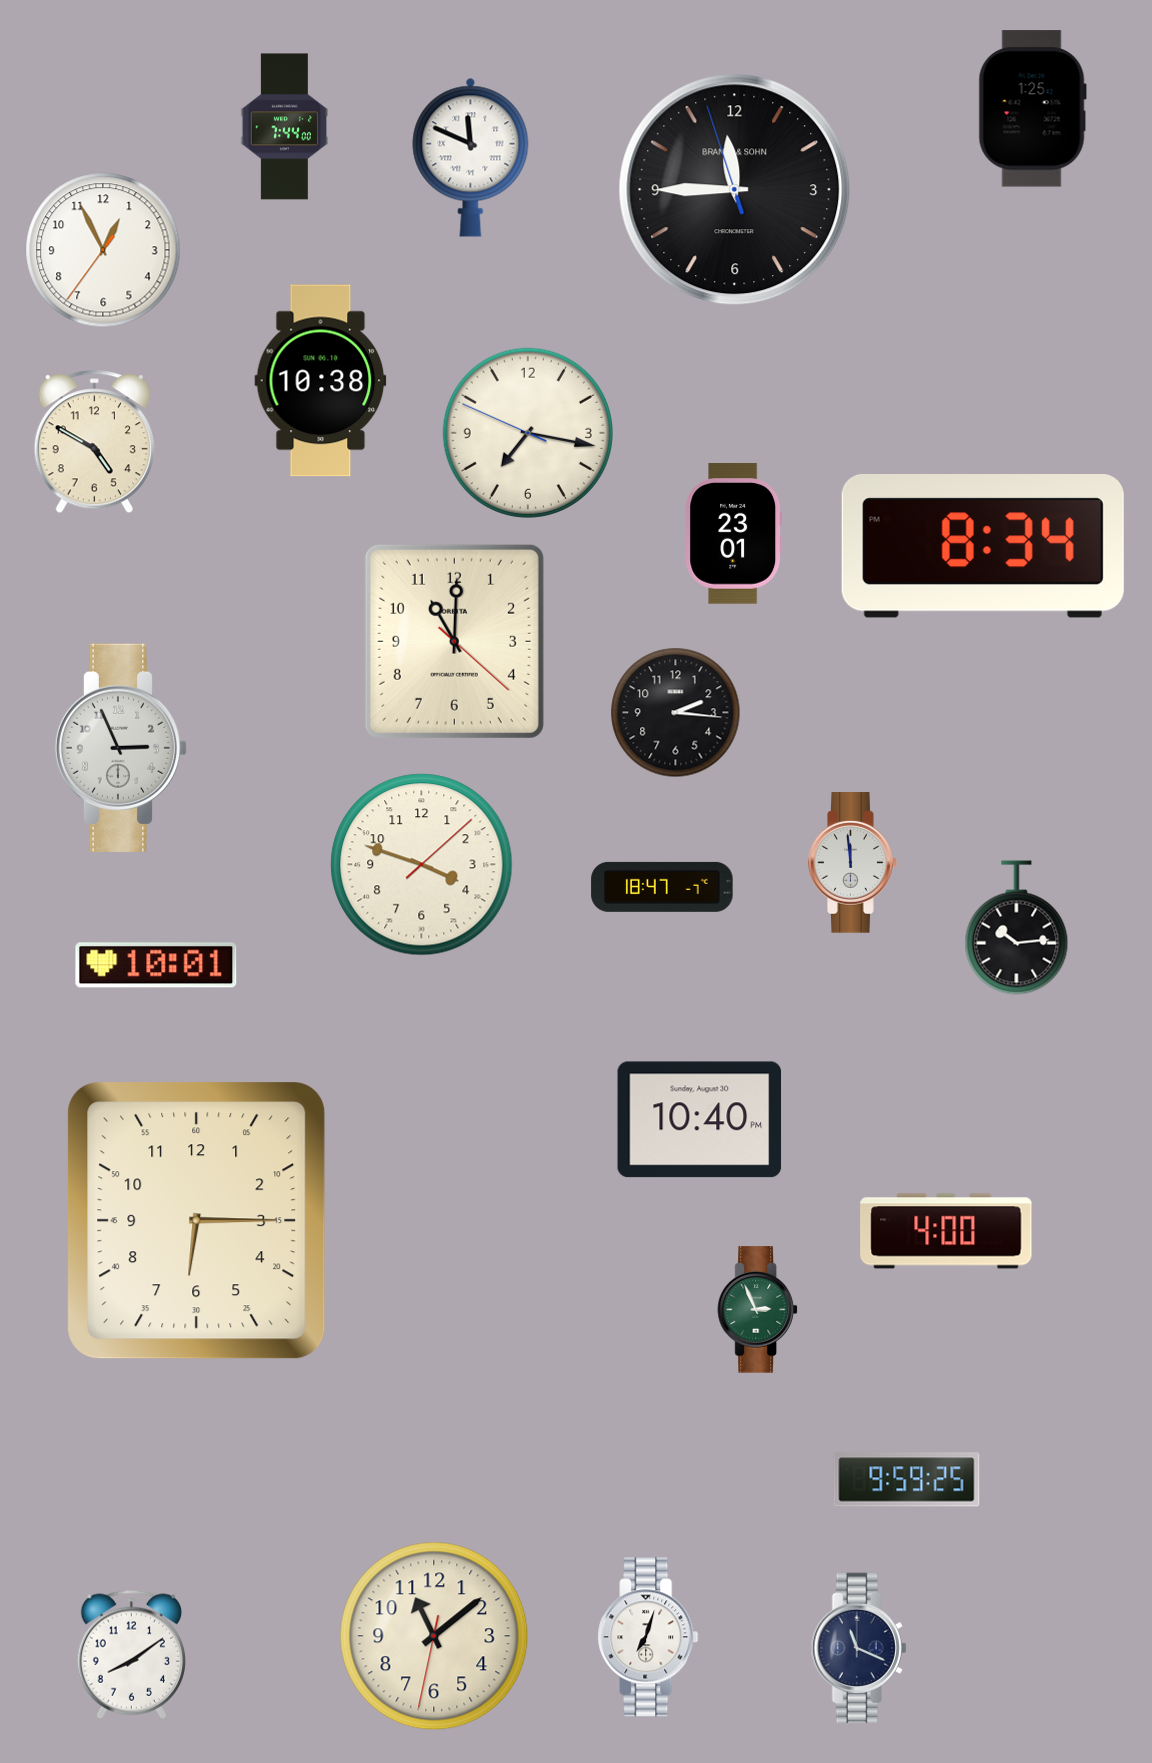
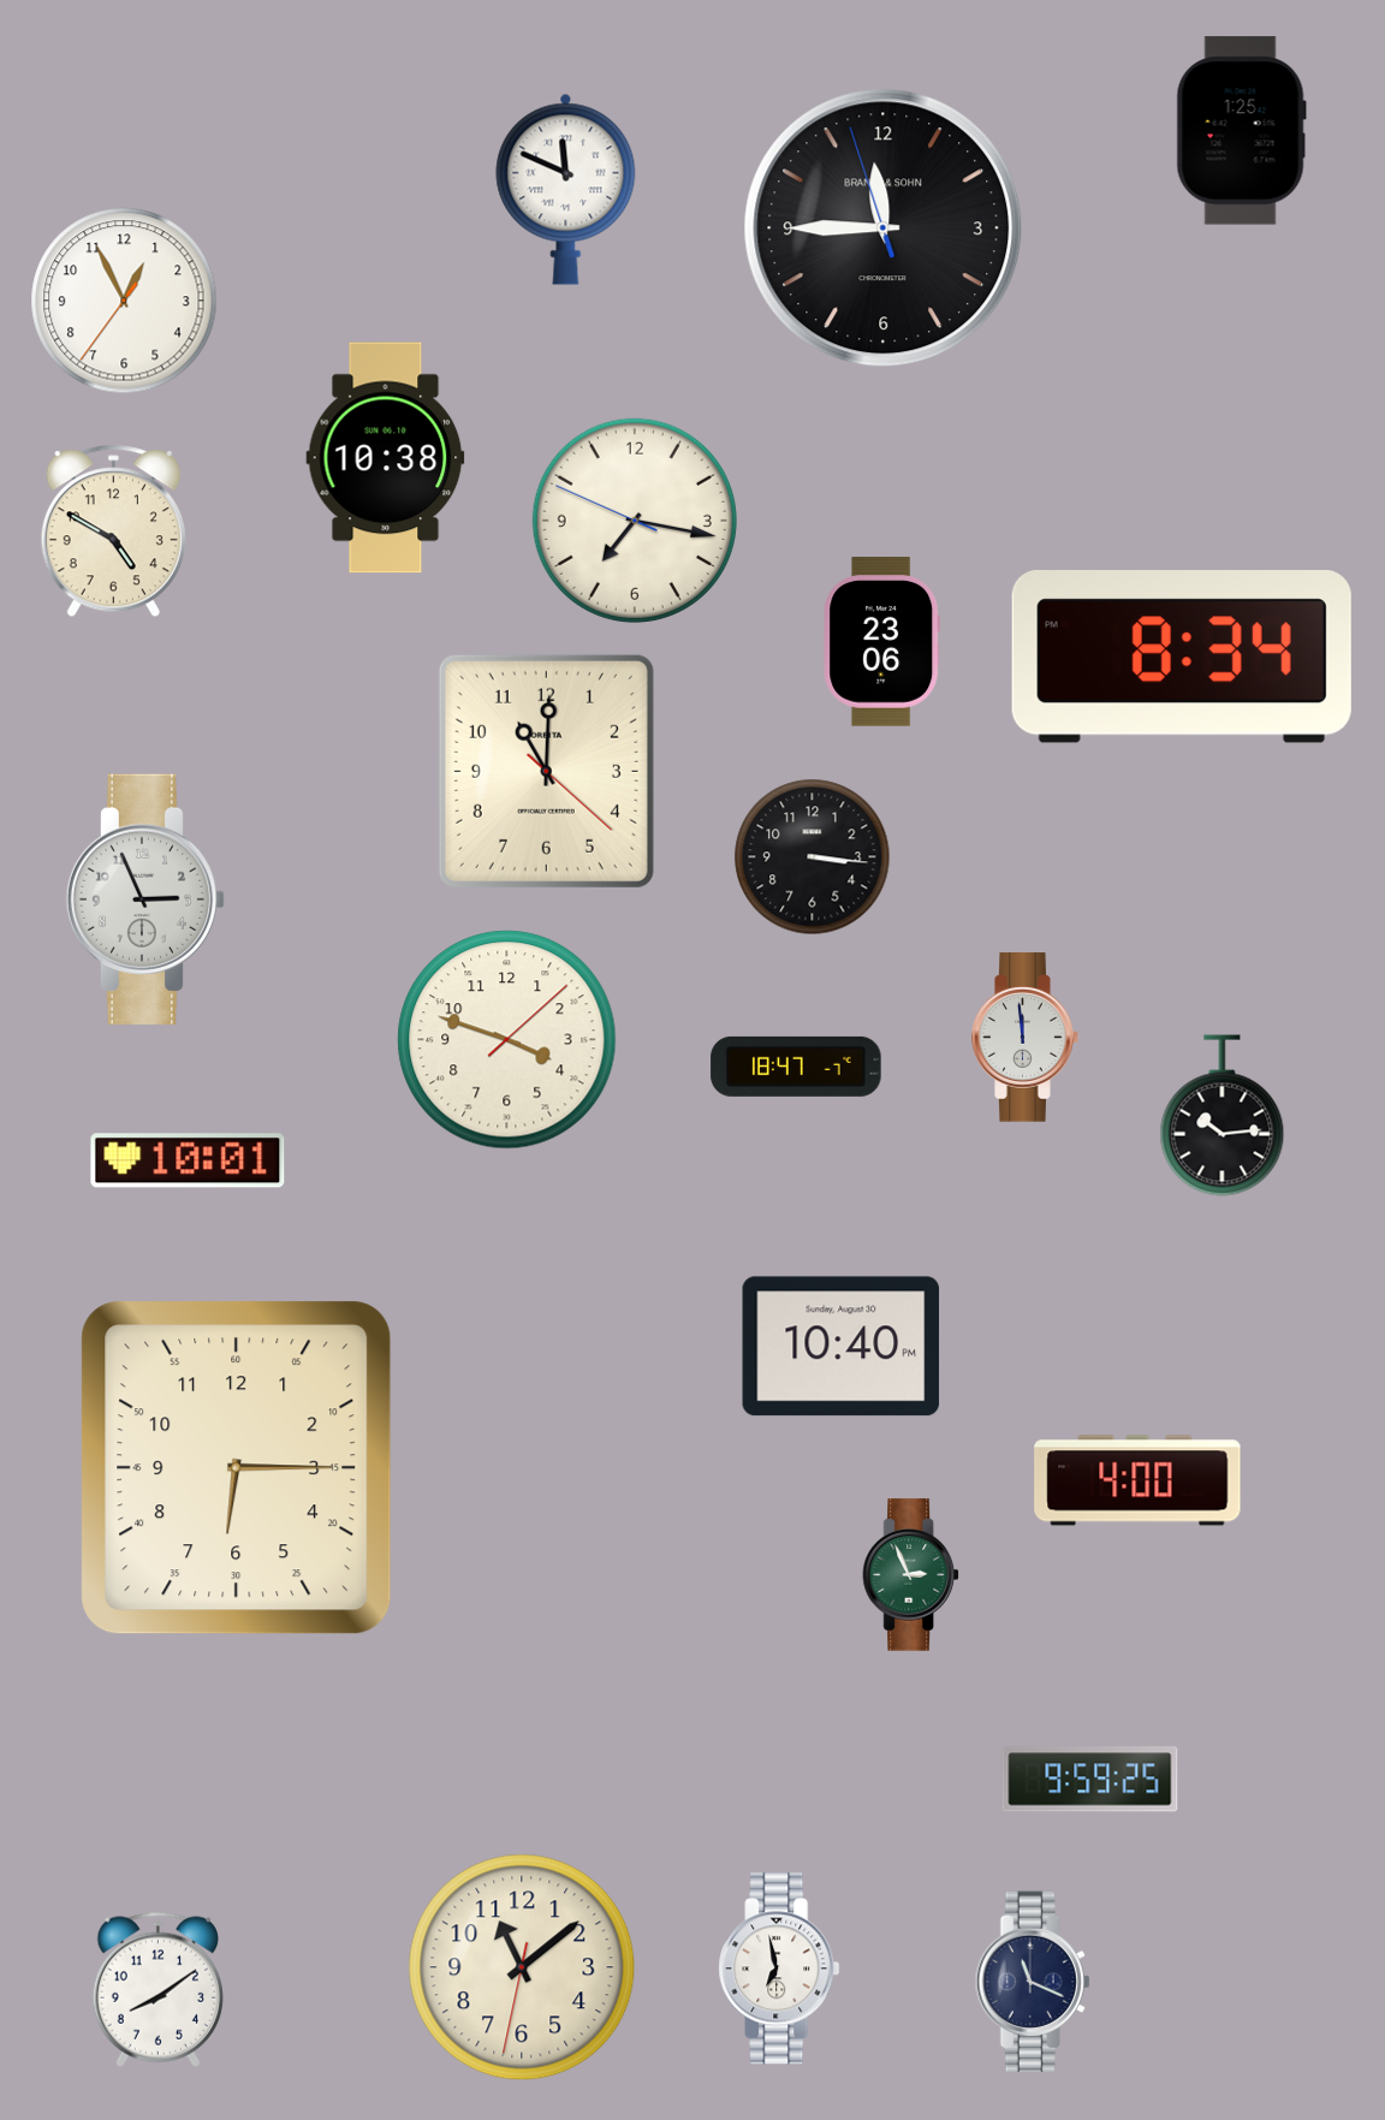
clock at (284, 127): 7:44 -> none
clock at (734, 534): 23:01 -> 23:06
clock at (676, 713): 2:16 -> 3:16
clock at (648, 1637): 7:03 -> 6:58
